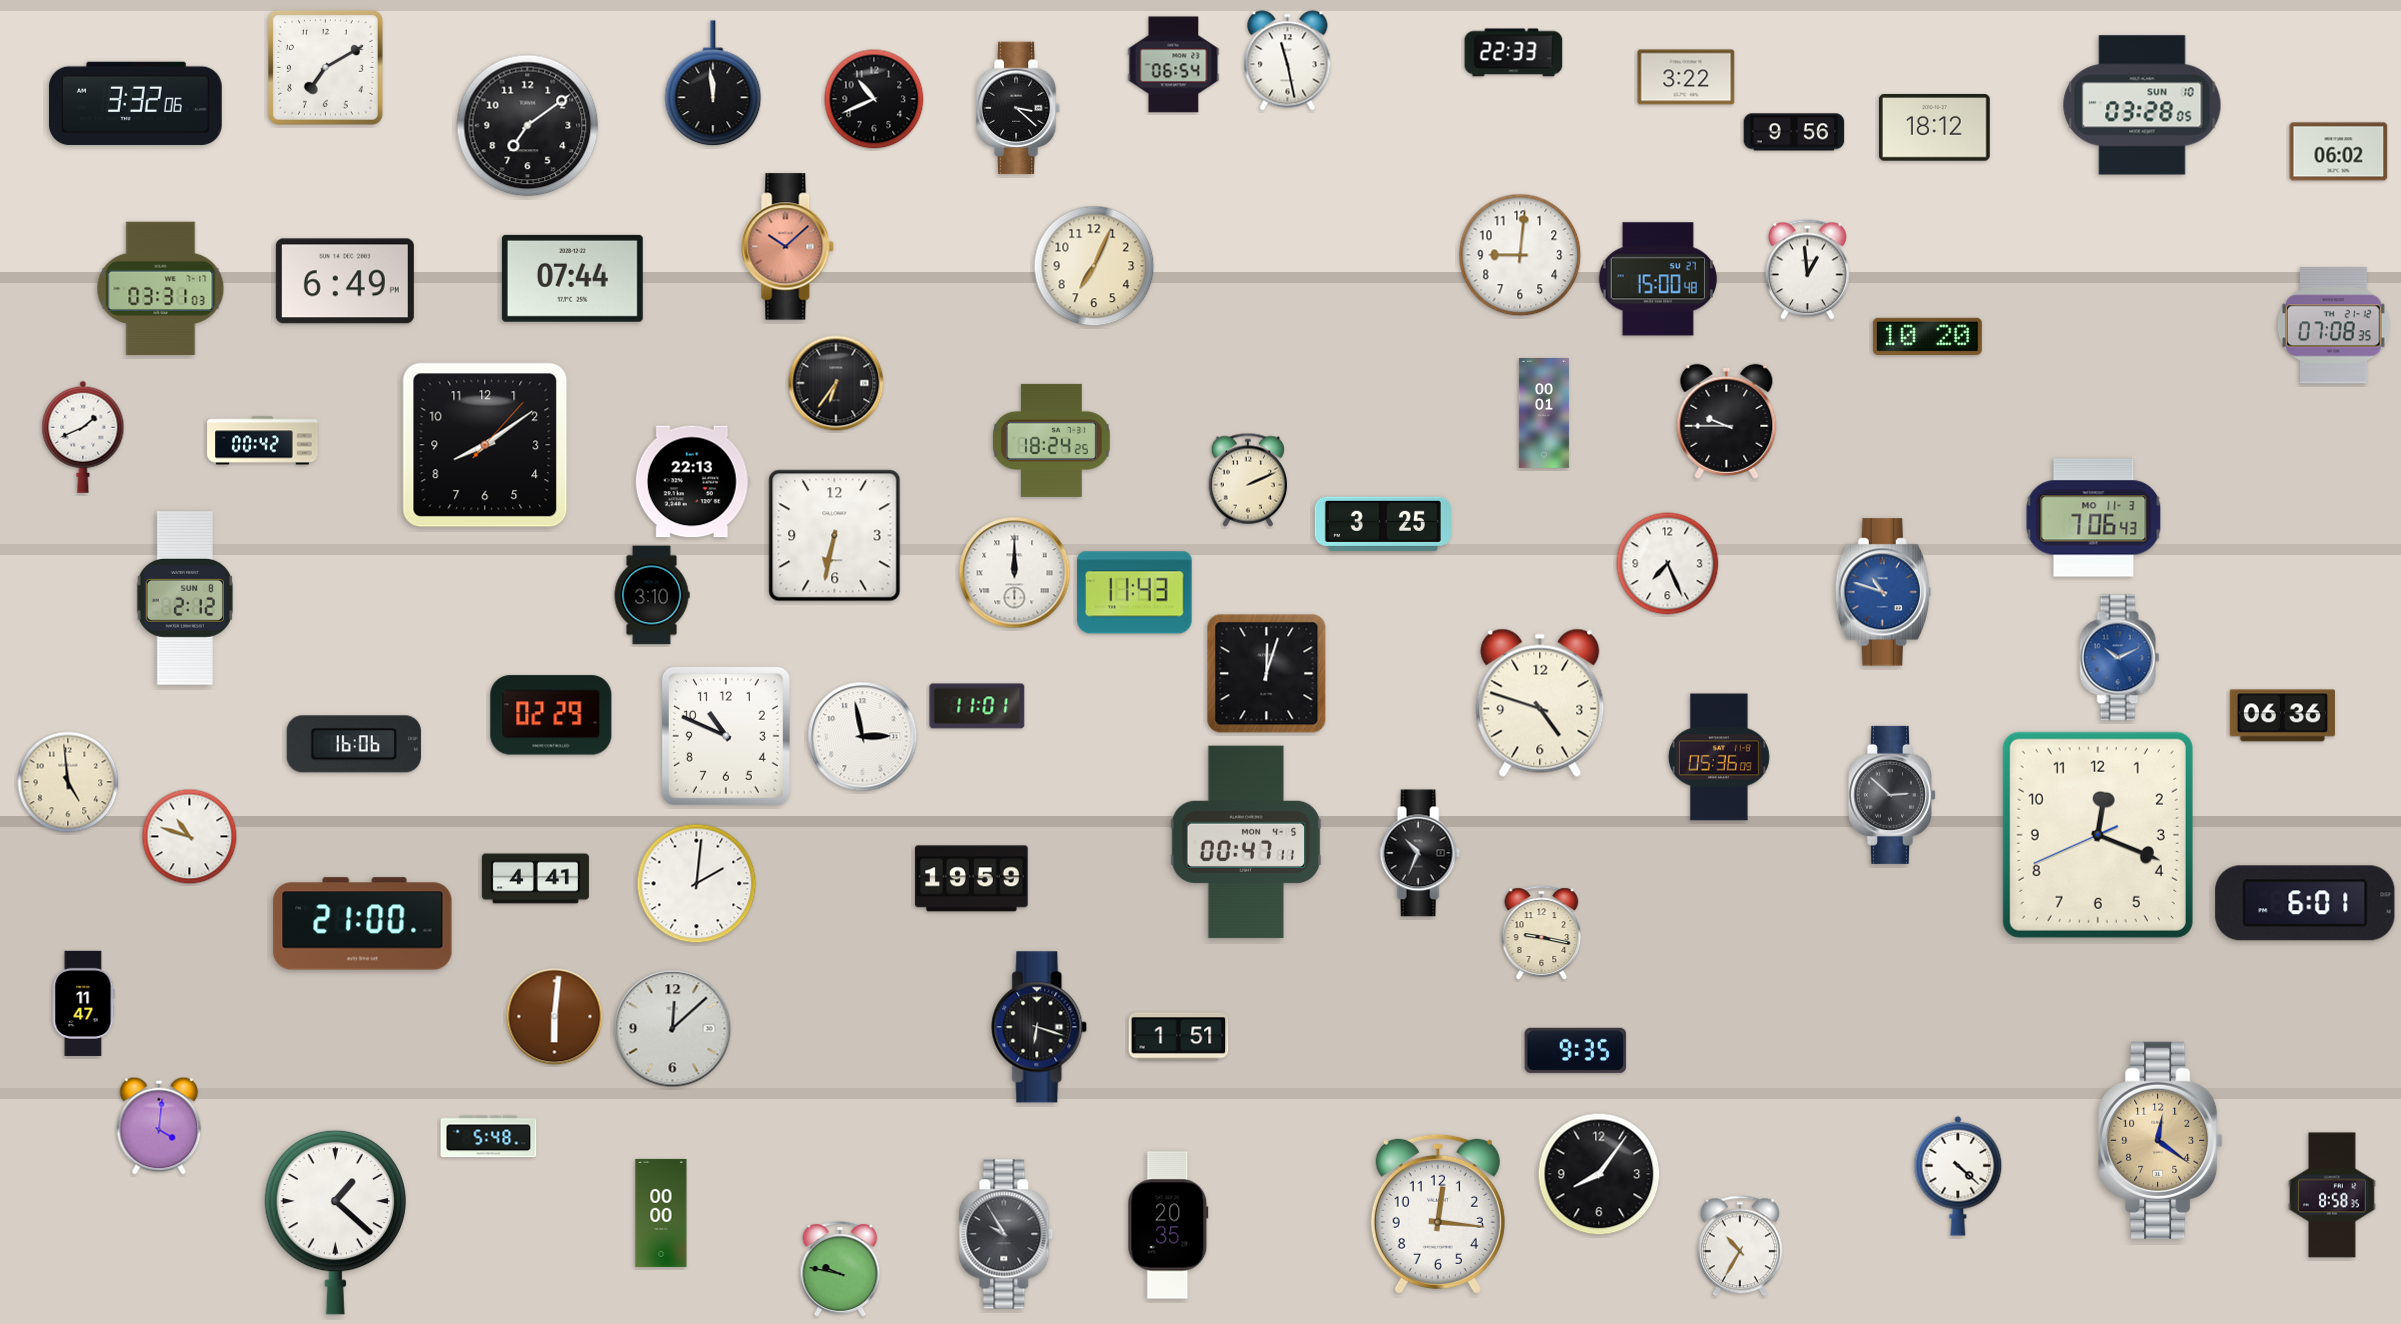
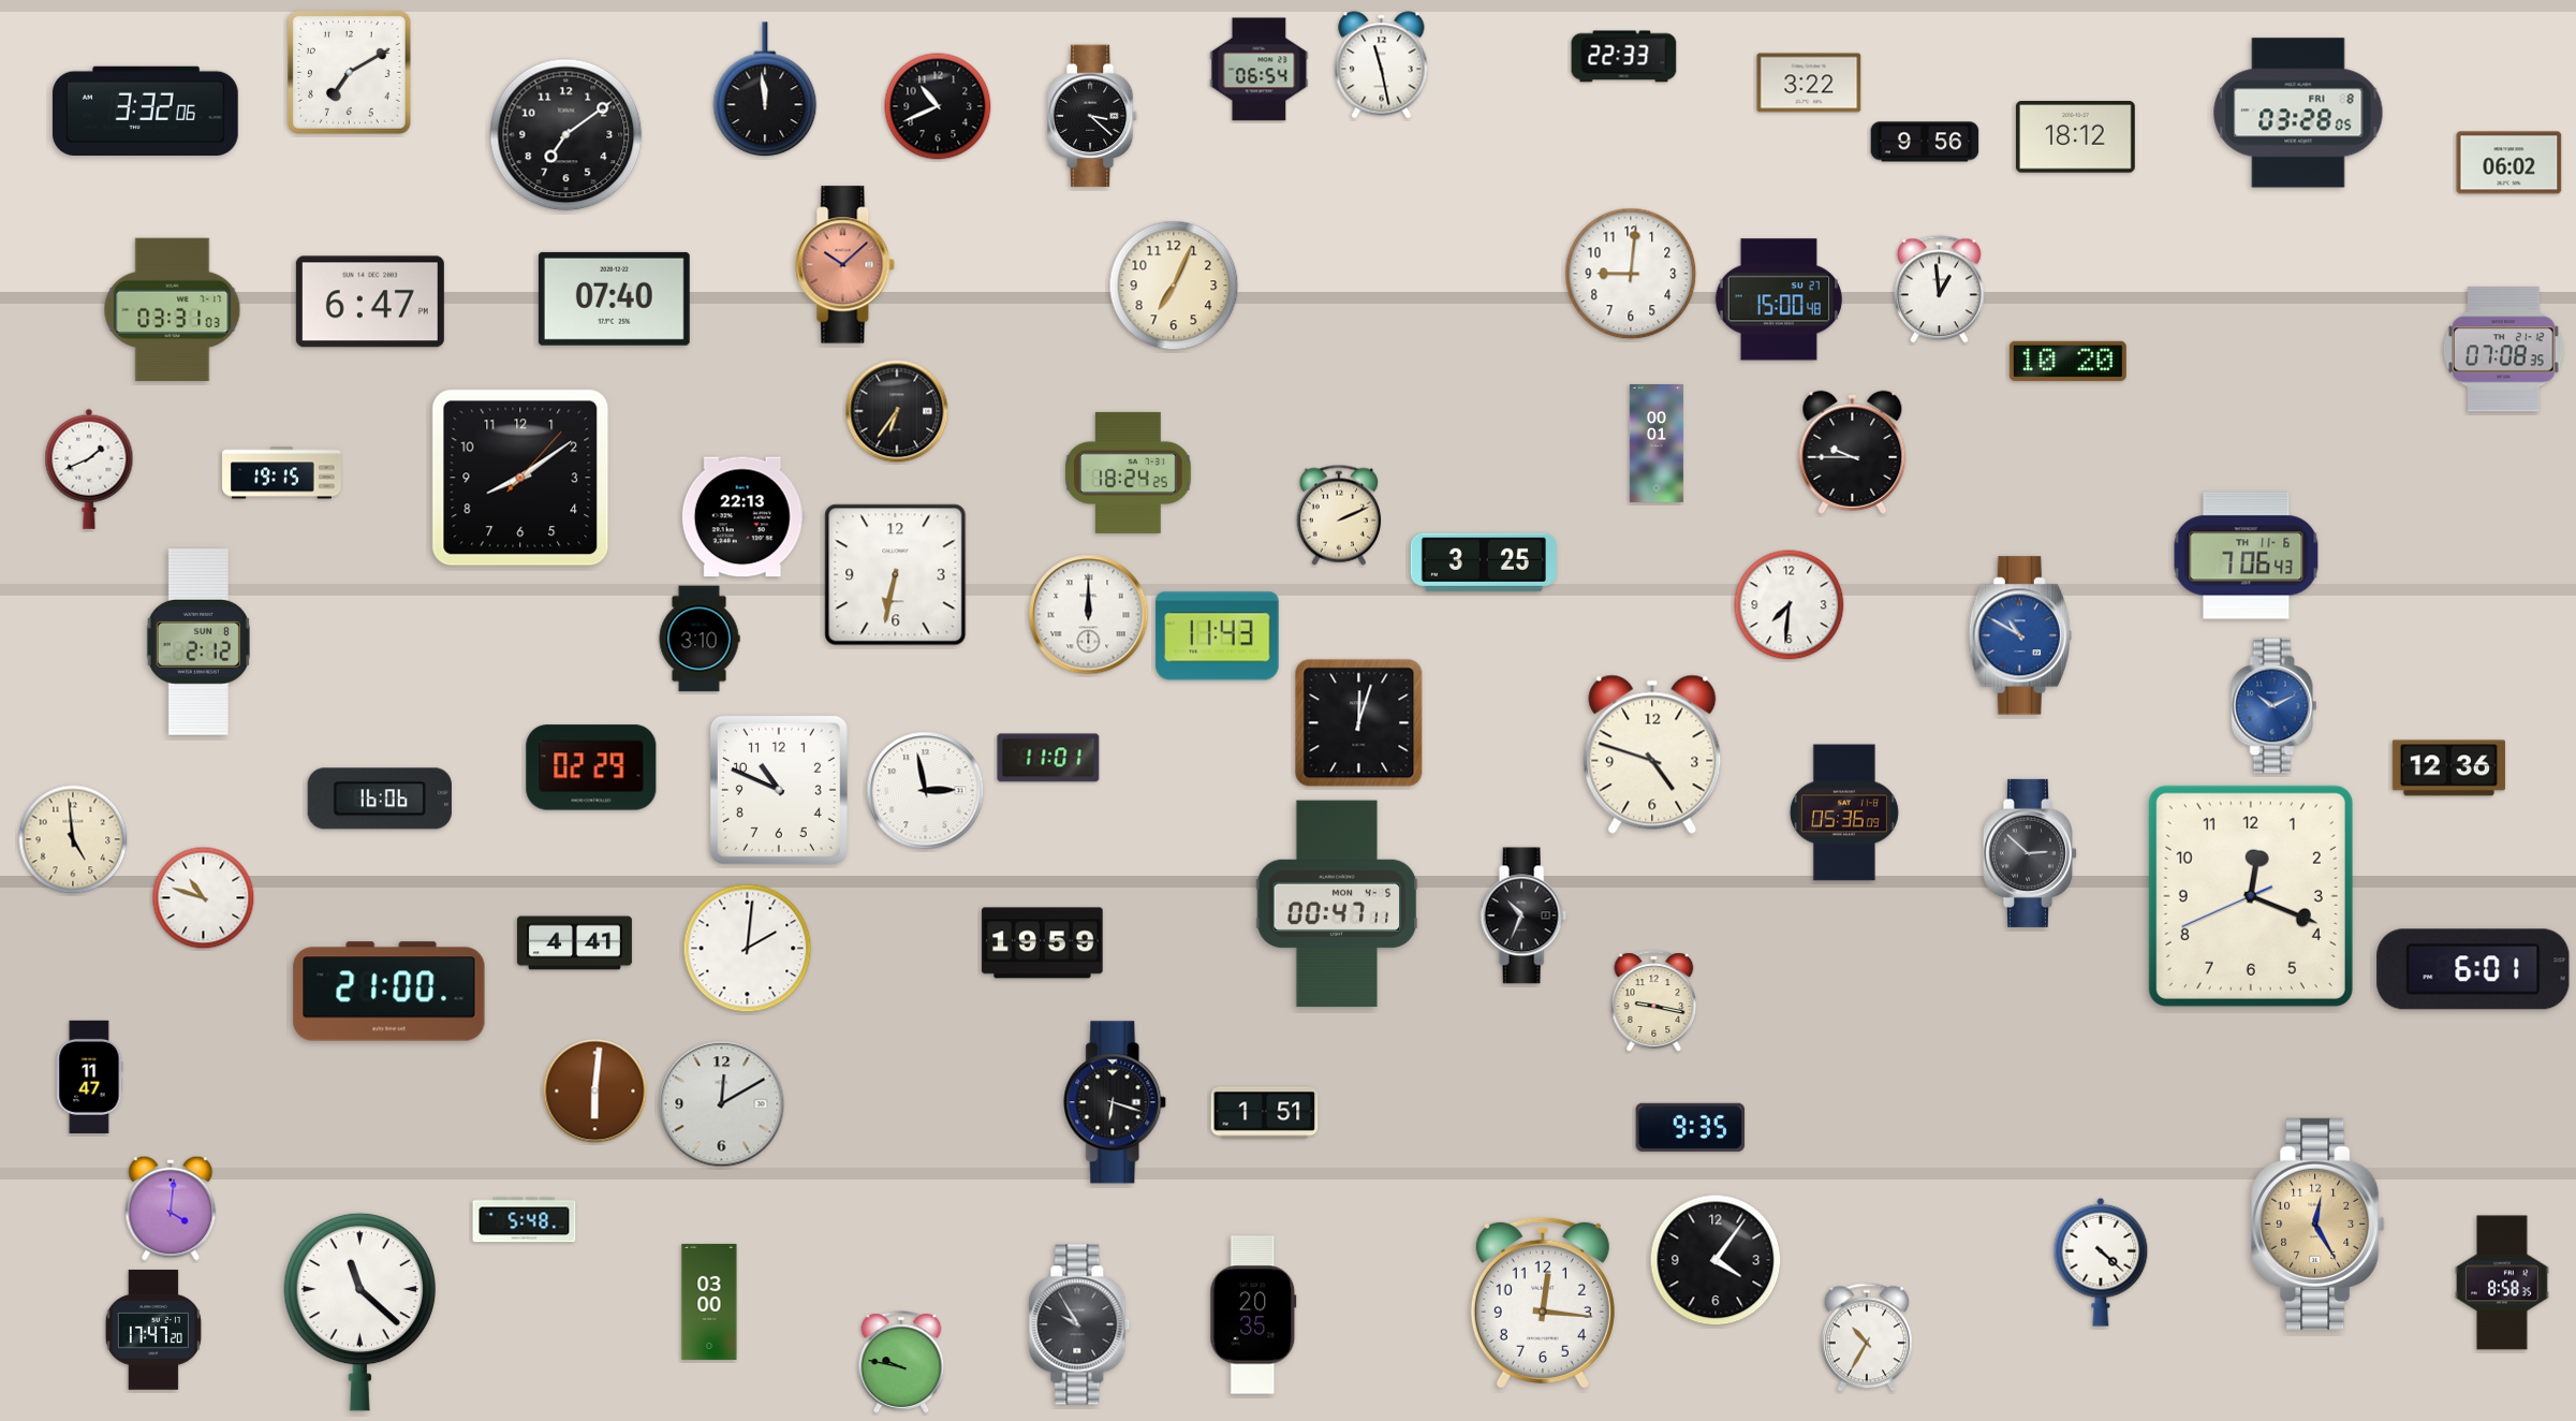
clock at (2142, 105) date: SUN 10 -> FRI 8
clock at (572, 278): 07:44 -> 07:40
clock at (345, 281): 6:49 -> 6:47
clock at (263, 441): 00:42 -> 19:15
clock at (2094, 518) date: MO 11-3 -> TH 11-6
clock at (1668, 564): 7:26 -> 7:31
clock at (1883, 592): 10:48 -> 10:50
clock at (2282, 716): 06:36 -> 12:36
clock at (673, 1029): 12:08 -> 12:10
clock at (2161, 1140): 12:21 -> 12:25
clock at (1599, 1174): 8:06 -> 4:06
clock at (661, 1213): 00:00 -> 03:00
clock at (335, 1222): 1:22 -> 11:22
clock at (153, 1330): none -> 17:47
